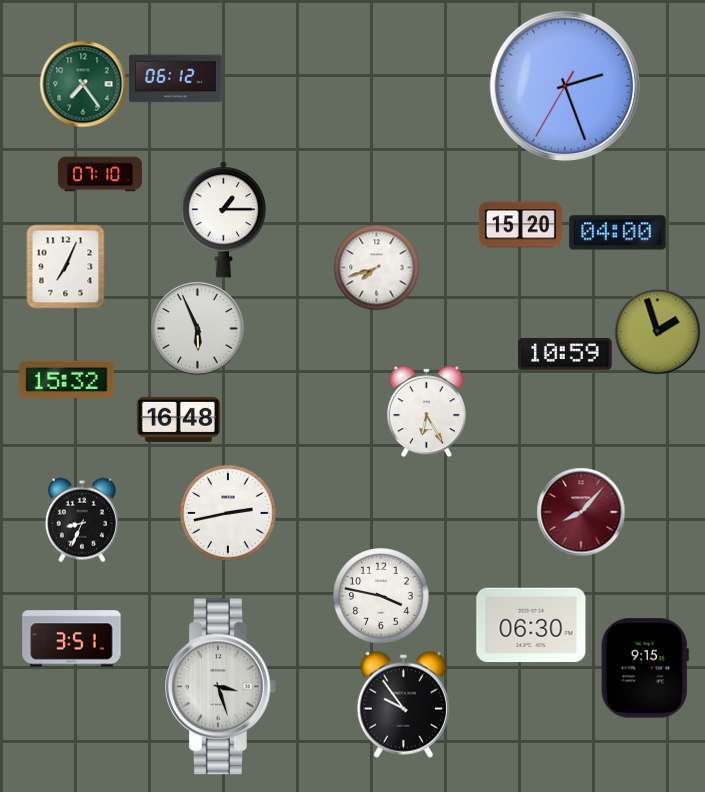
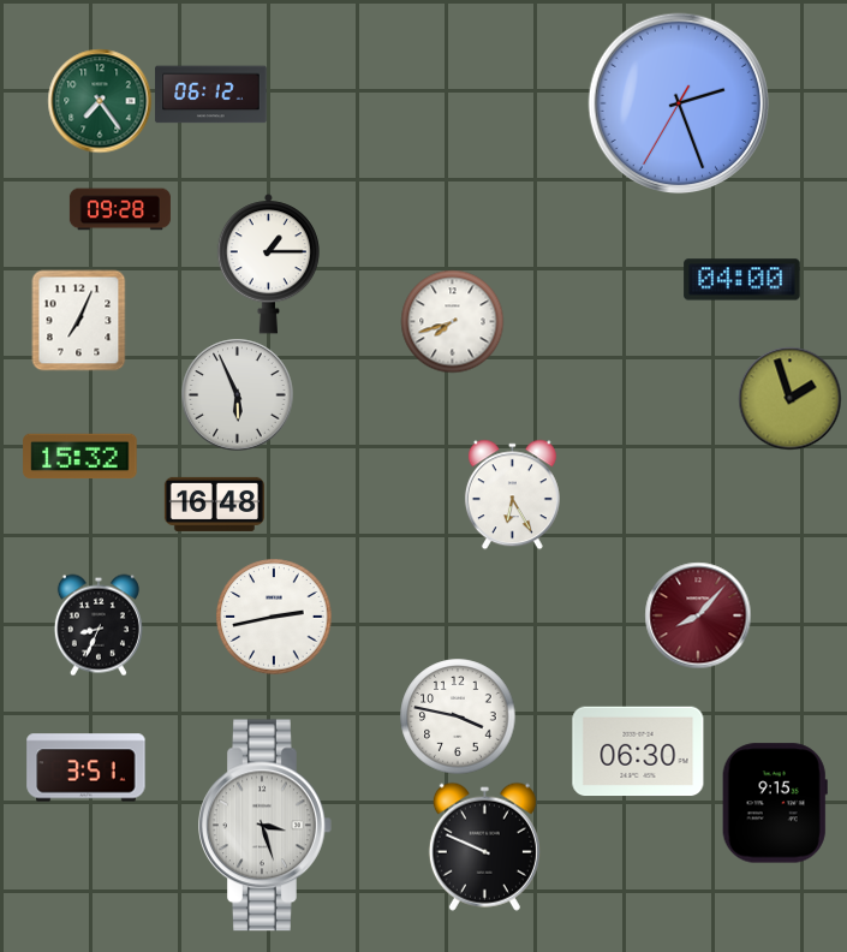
clock at (100, 174): 07:10 -> 09:28
clock at (520, 225): 15:20 -> none
clock at (565, 354): 10:59 -> none
clock at (403, 704): 9:54 -> 9:49
